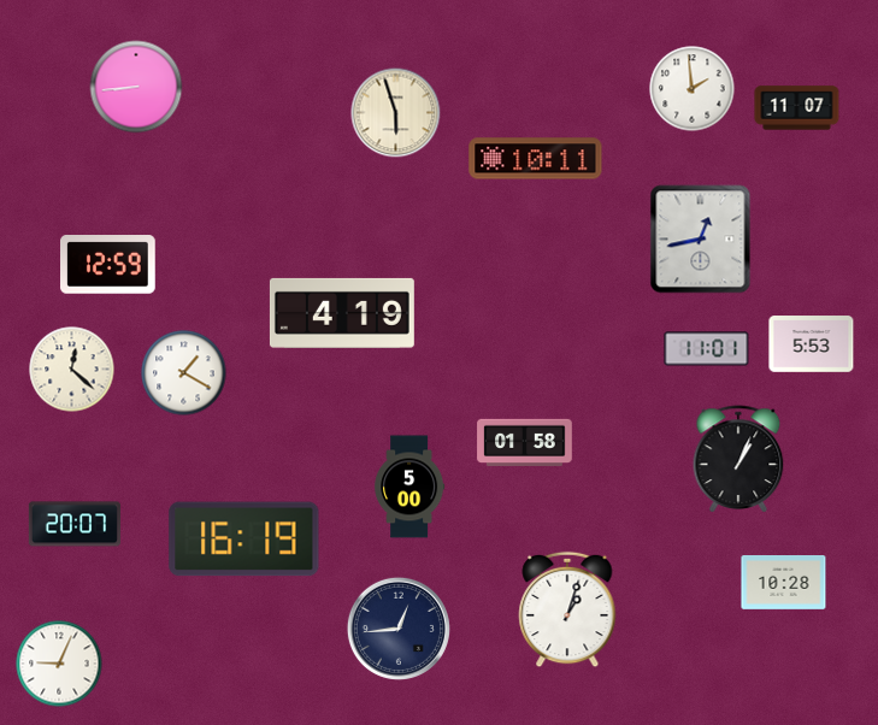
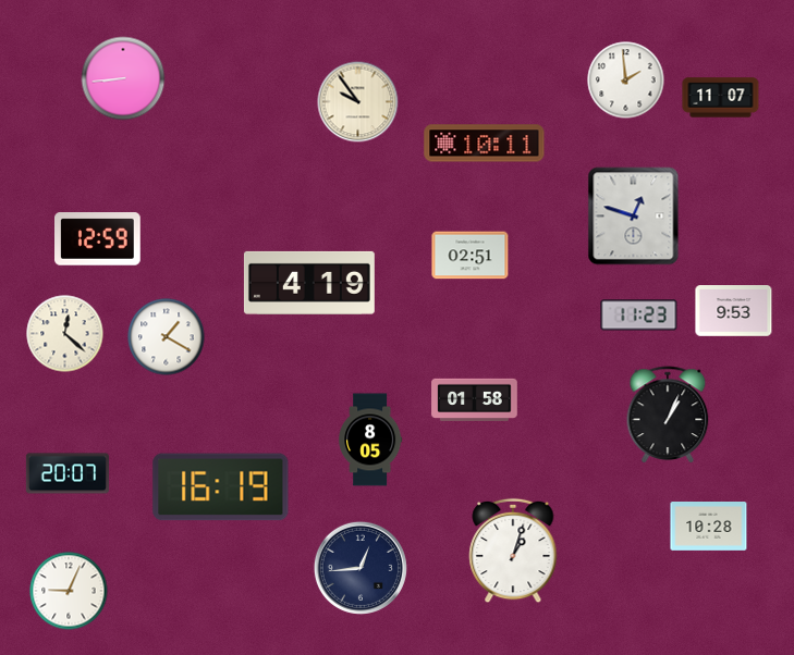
clock at (396, 113): 5:57 -> 9:54
clock at (701, 240): 12:43 -> 12:48
clock at (471, 256): none -> 02:51
clock at (812, 344): 5:53 -> 9:53
clock at (707, 349): 11:01 -> 11:23
clock at (409, 487): 5:00 -> 8:05
clock at (59, 664) position: (59, 664) -> (69, 591)
